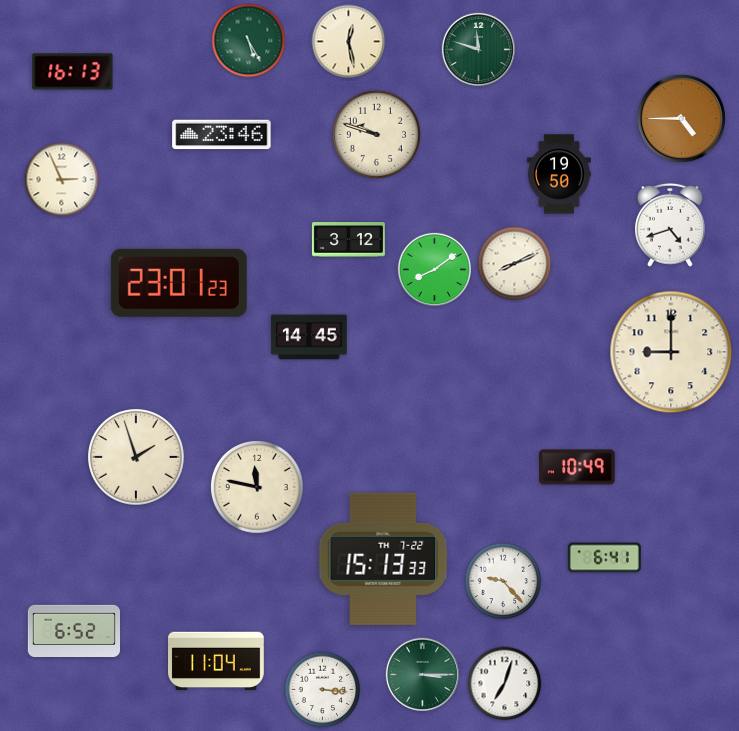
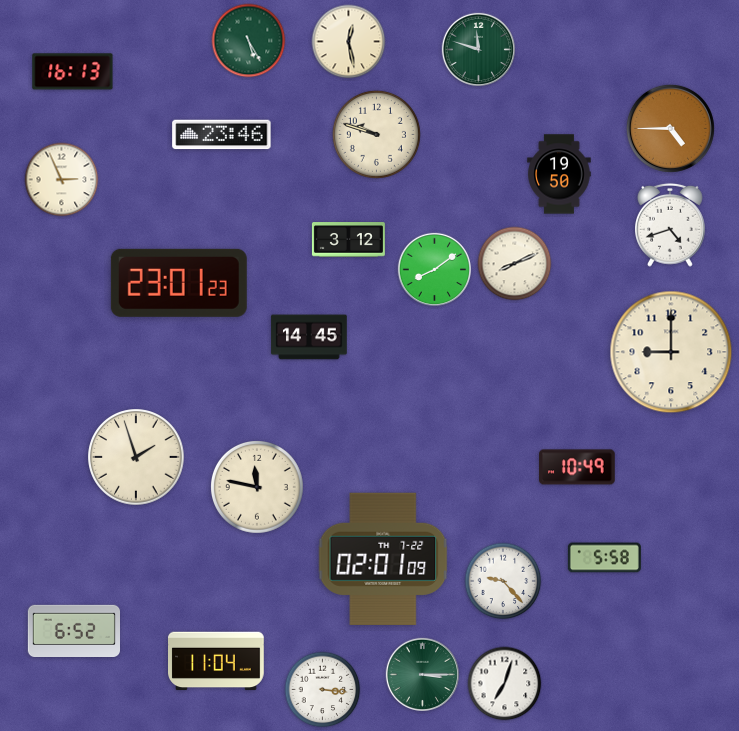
clock at (681, 118) position: (681, 118) -> (670, 128)
clock at (604, 558): 6:41 -> 5:58
clock at (383, 559): 15:13 -> 02:01
